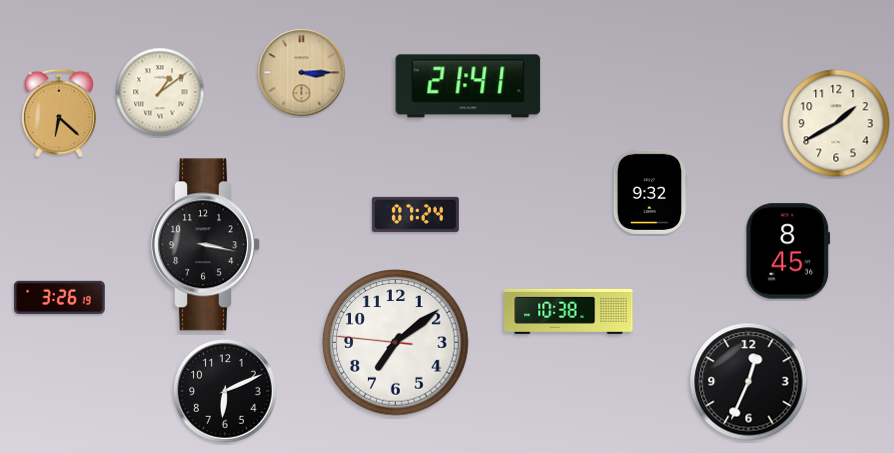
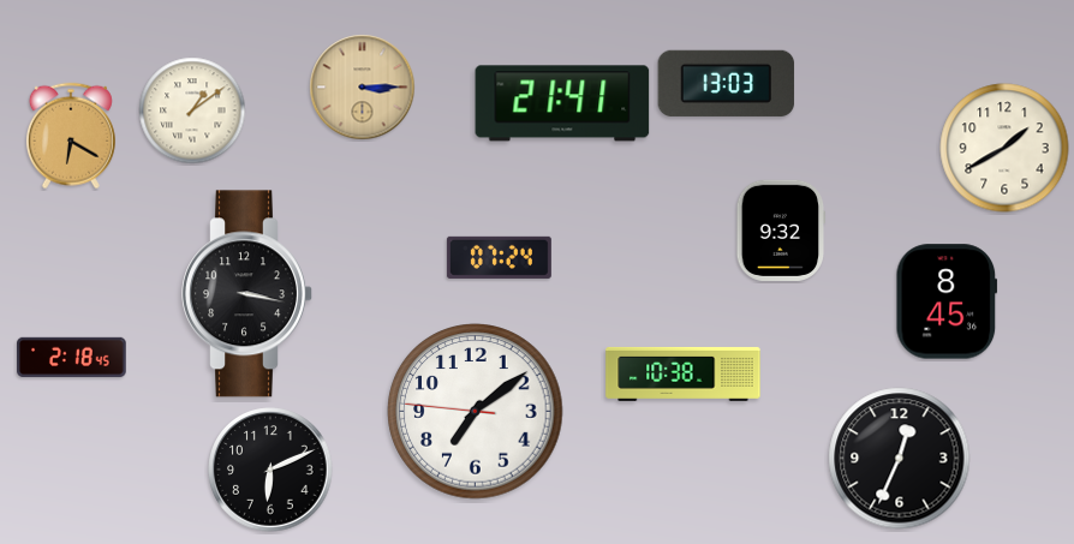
clock at (727, 83): none -> 13:03
clock at (59, 113): 6:22 -> 6:20
clock at (60, 297): 3:26 -> 2:18
